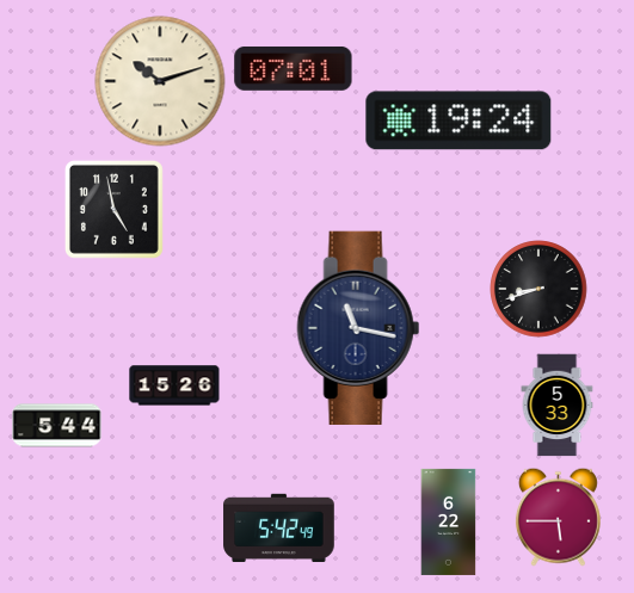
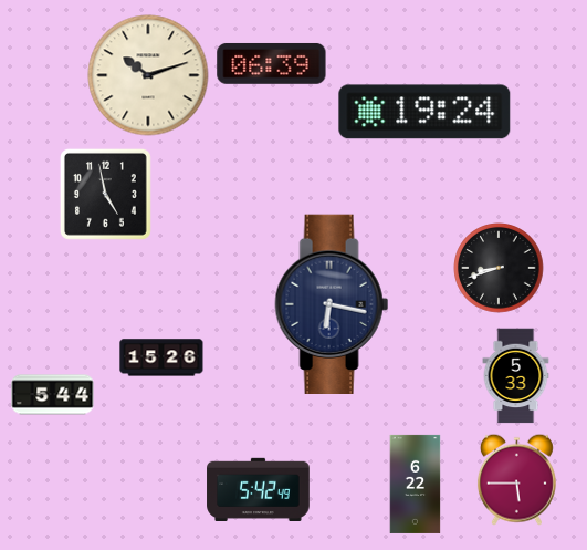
clock at (294, 68): 07:01 -> 06:39
clock at (358, 327): 11:17 -> 6:17
